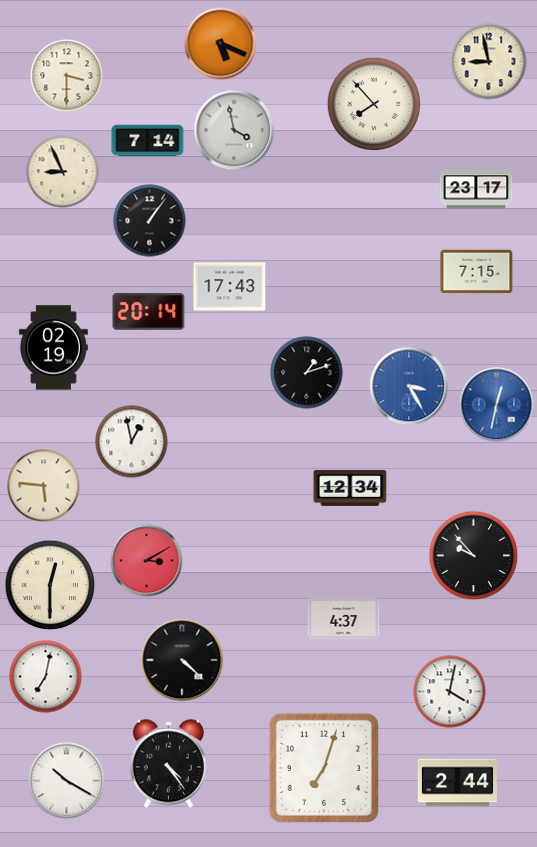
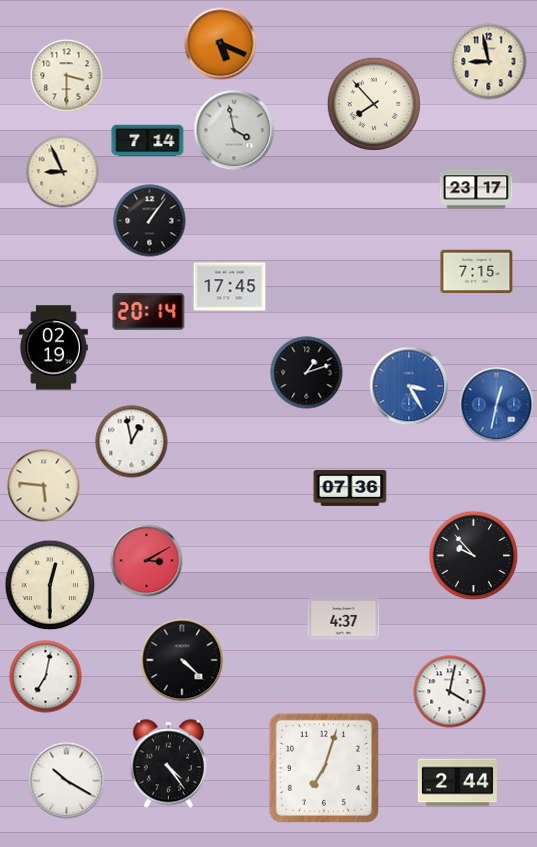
clock at (230, 287): 17:43 -> 17:45
clock at (350, 488): 12:34 -> 07:36
